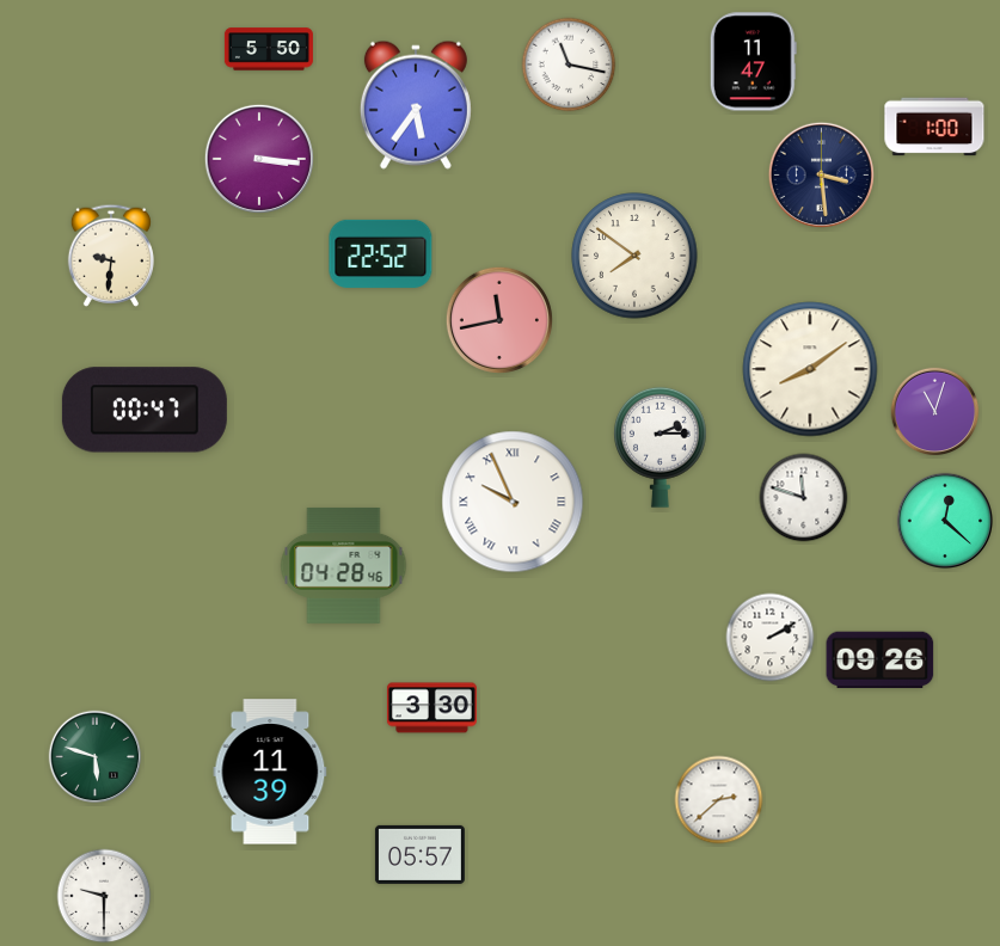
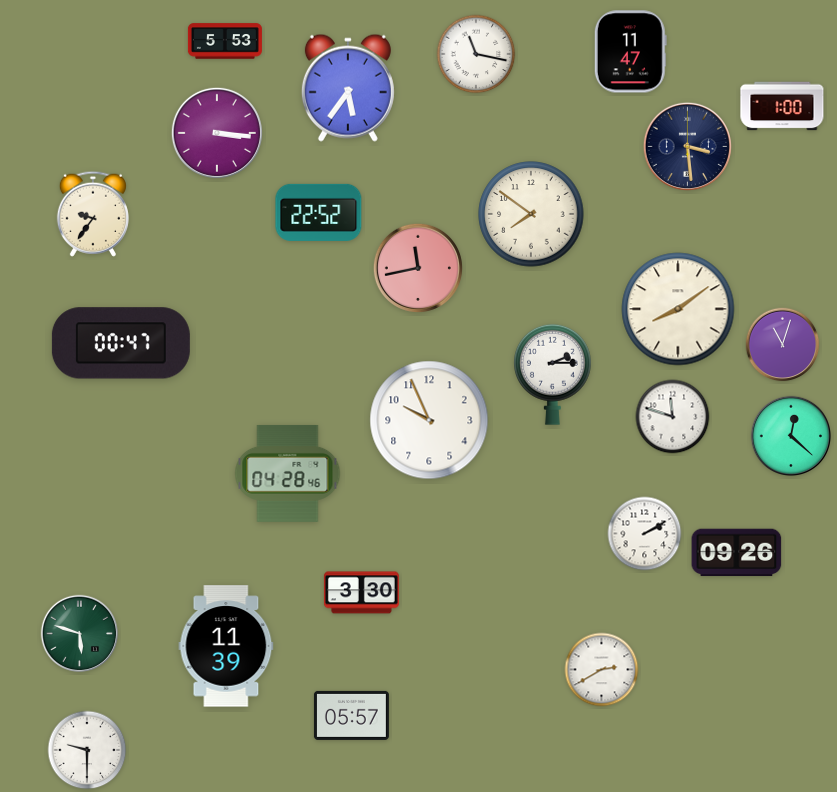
clock at (269, 49): 5:50 -> 5:53
clock at (111, 256): 9:31 -> 9:36
clock at (513, 502) numerals: Roman -> Arabic
clock at (719, 800): 2:38 -> 2:40
